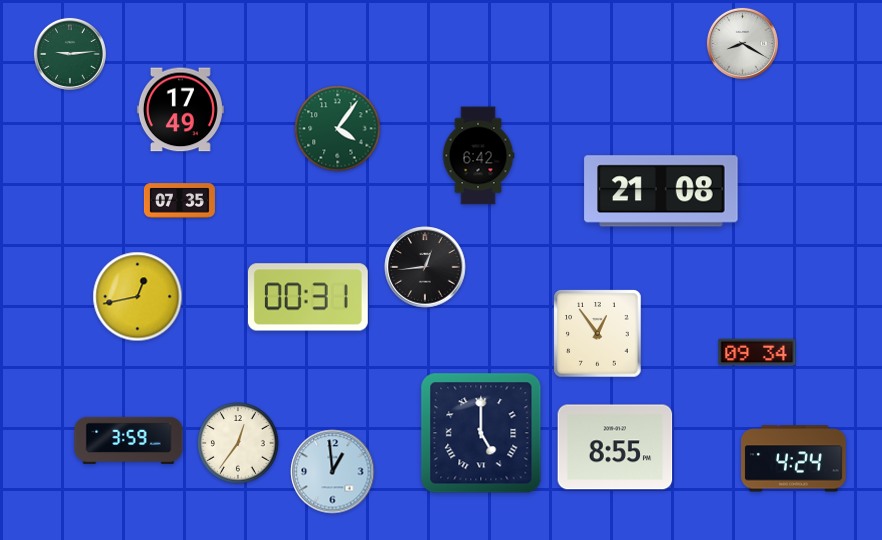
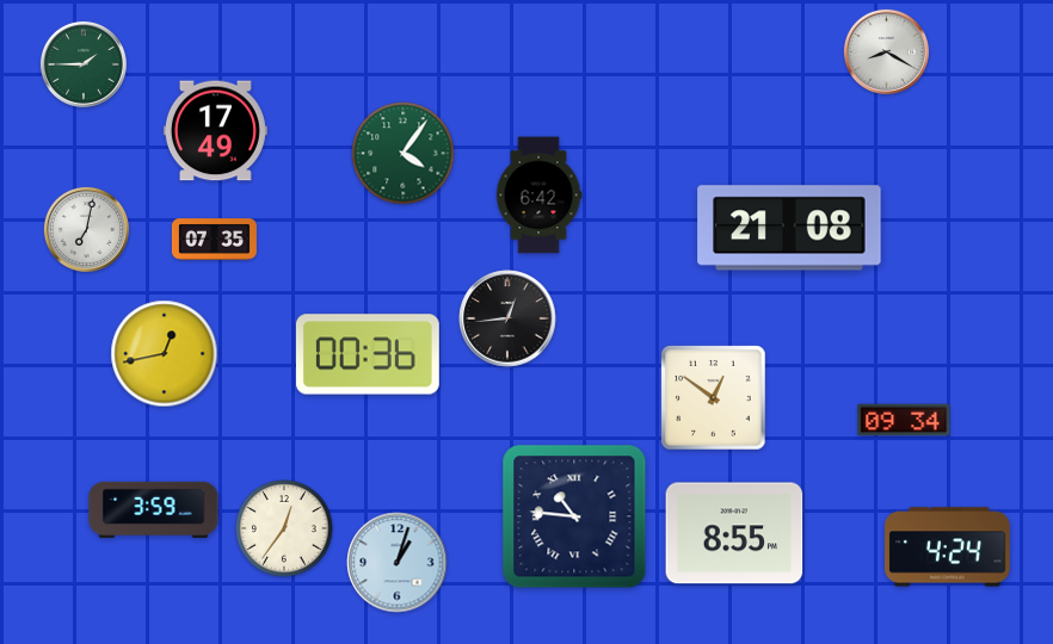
clock at (70, 54): 9:14 -> 1:45
clock at (478, 156) position: (478, 156) -> (538, 196)
clock at (86, 229): none -> 7:02
clock at (308, 297): 00:31 -> 00:36
clock at (598, 334): 12:54 -> 12:51
clock at (481, 433): 5:00 -> 10:46
clock at (129, 440) position: (129, 440) -> (154, 509)
clock at (333, 472): 12:59 -> 1:03
